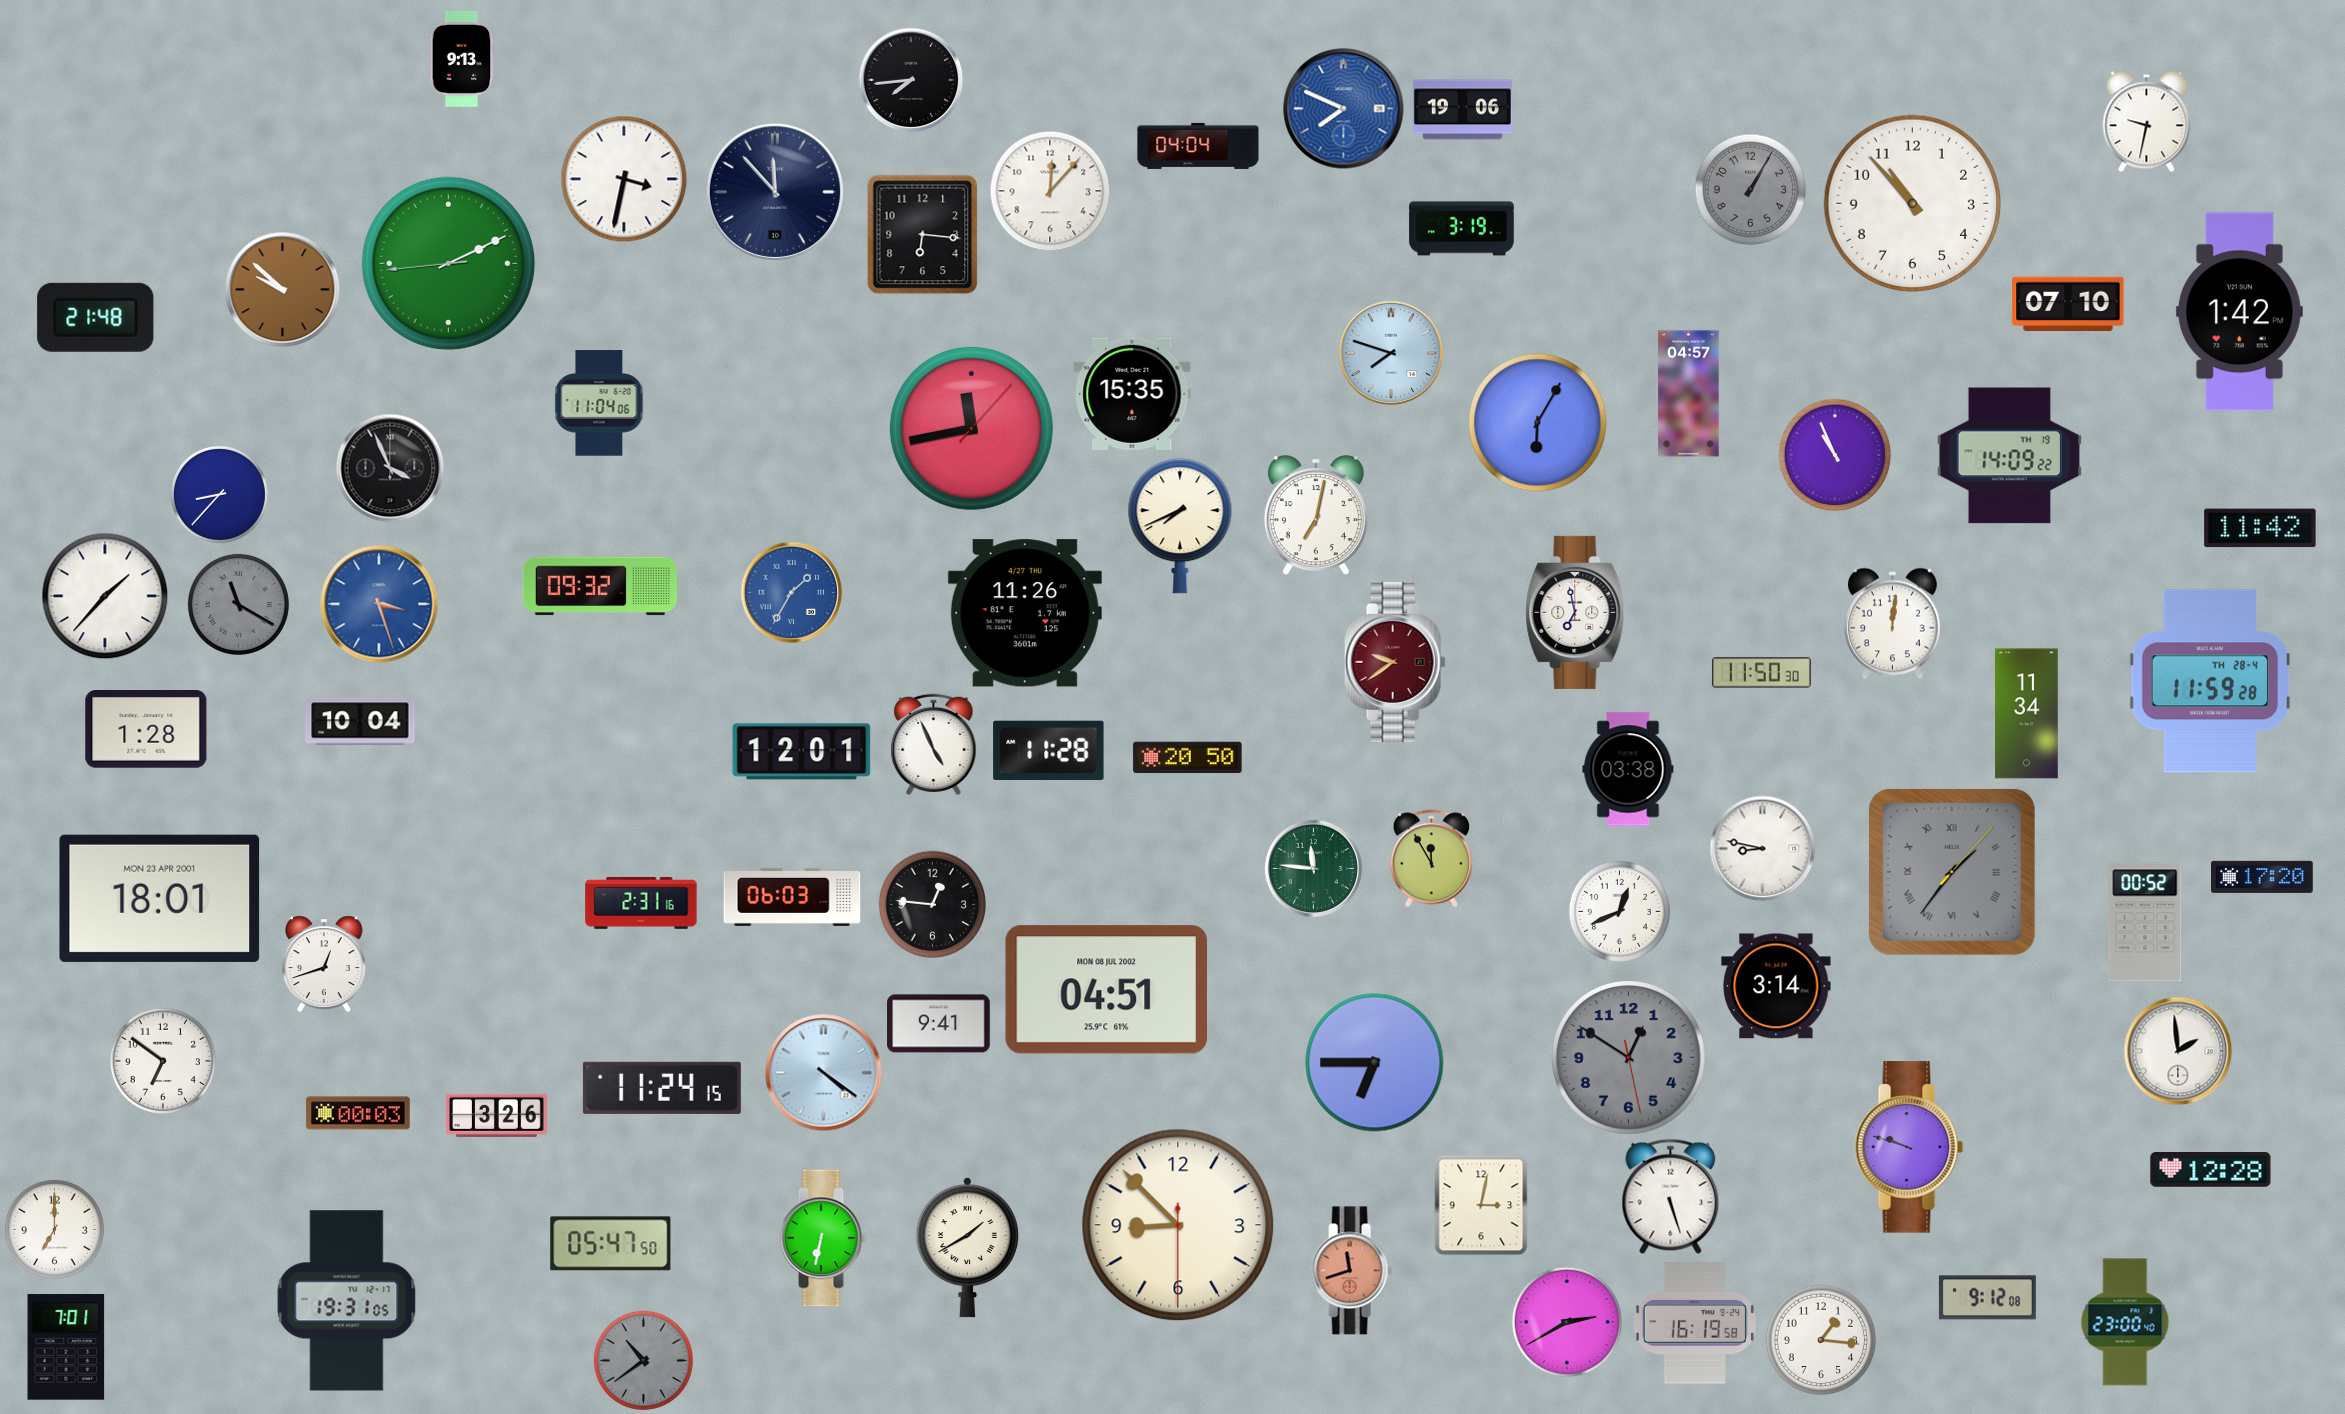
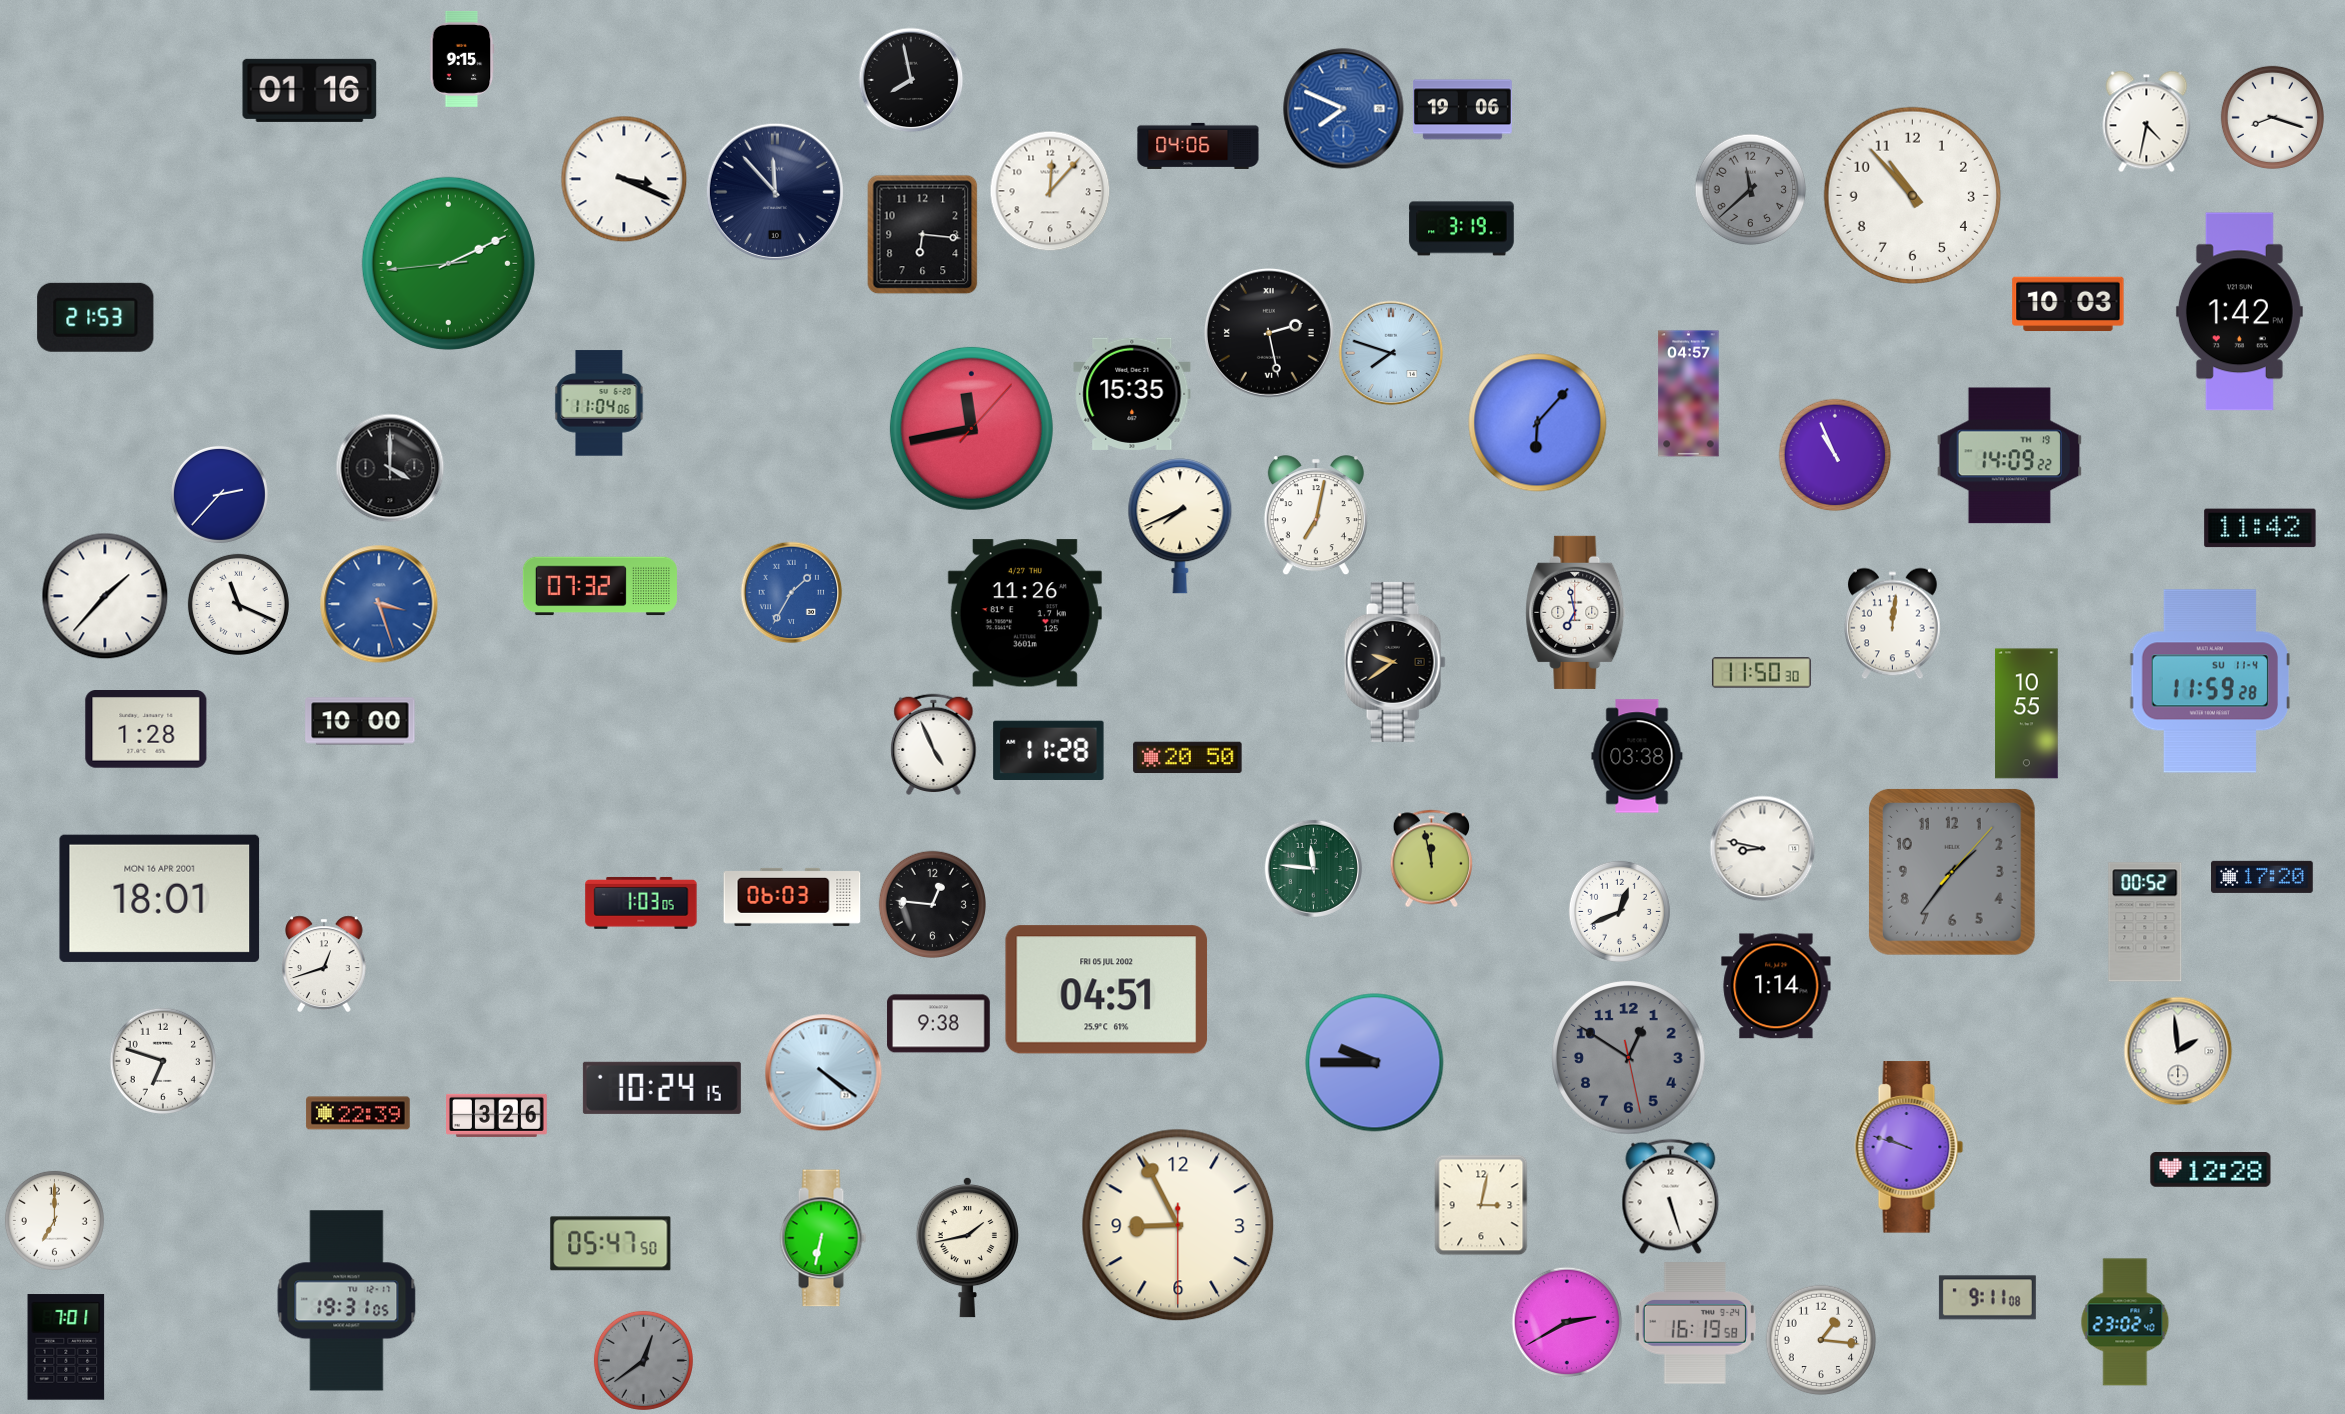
clock at (462, 59): 9:13 -> 9:15
clock at (911, 80): 7:44 -> 7:58
clock at (310, 90): none -> 01:16
clock at (2272, 117): none -> 8:18
clock at (2147, 121): 9:32 -> 4:32
clock at (1198, 146): 04:04 -> 04:06
clock at (624, 179): 3:32 -> 3:19
clock at (1750, 189): 1:05 -> 11:38
clock at (1912, 203) position: (1912, 203) -> (1912, 195)
clock at (282, 289): 9:52 -> none
clock at (2068, 304): 07:10 -> 10:03
clock at (96, 317): 21:48 -> 21:53
clock at (1269, 333): none -> 2:28
clock at (1538, 423): 6:05 -> 6:07
clock at (390, 468): 3:56 -> 4:00
clock at (219, 494): 8:37 -> 2:37
clock at (600, 586): 09:32 -> 07:32
clock at (238, 604): 11:20 -> 11:19
clock at (238, 604) dial: grey -> white
clock at (1395, 662) dial: burgundy -> black
clock at (2209, 681) date: TH 28-4 -> SU 11-4
clock at (2027, 714): 11:34 -> 10:55
clock at (360, 721): 10:04 -> 10:00
clock at (802, 752): 12:01 -> none
clock at (1628, 769) position: (1628, 769) -> (1637, 756)
clock at (1432, 858): 11:55 -> 11:58
clock at (1952, 872) numerals: Roman -> Arabic
clock at (160, 898) date: MON 23 APR 2001 -> MON 16 APR 2001
clock at (641, 903): 2:31 -> 1:03
clock at (1776, 986): 3:14 -> 1:14
clock at (1107, 990) date: MON 08 JUL 2002 -> FRI 05 JUL 2002
clock at (939, 1024): 9:41 -> 9:38
clock at (163, 1061): 6:51 -> 6:48
clock at (1375, 1063): 6:45 -> 9:45
clock at (662, 1088): 11:24 -> 10:24
clock at (358, 1113): 00:03 -> 22:39
clock at (1178, 1225): 8:52 -> 8:55
clock at (54, 1229) position: (54, 1229) -> (54, 1220)
clock at (967, 1247): 1:40 -> 1:43
clock at (1351, 1271): 11:42 -> none
clock at (1987, 1298): 9:12 -> 9:11
clock at (2125, 1322): 23:00 -> 23:02
clock at (643, 1360): 10:39 -> 12:39
